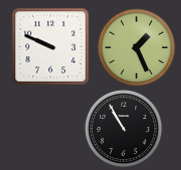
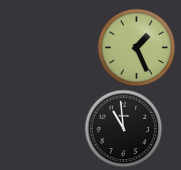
clock at (50, 46): 9:49 -> none
clock at (123, 128): 10:55 -> 10:59
